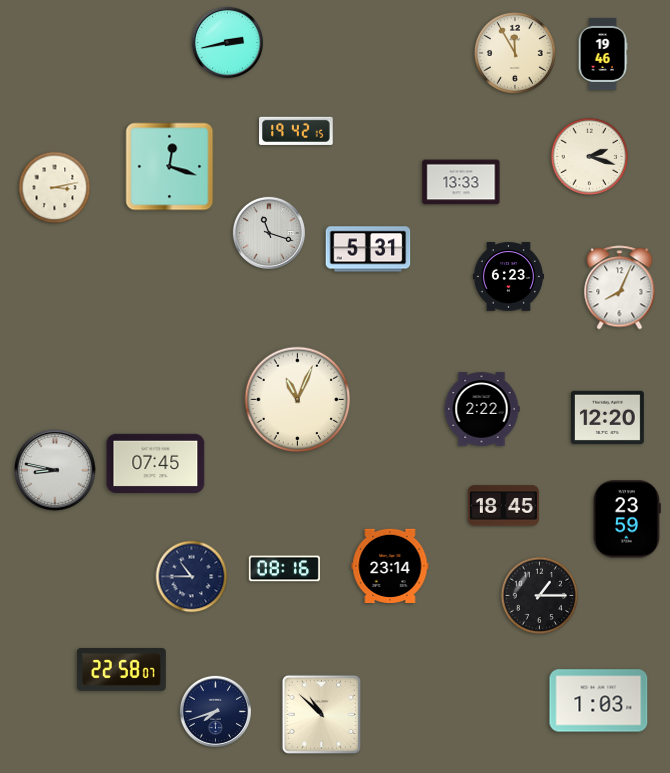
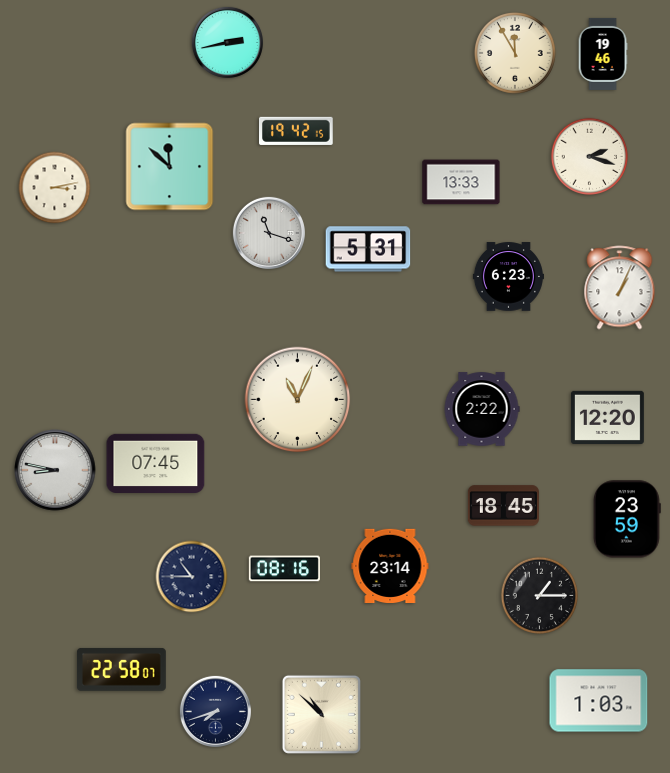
clock at (170, 167): 12:18 -> 11:52
clock at (620, 288): 8:04 -> 1:04
